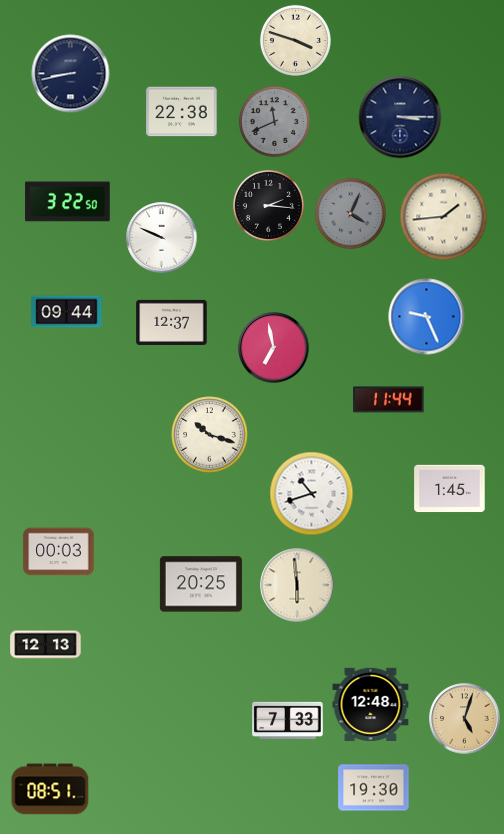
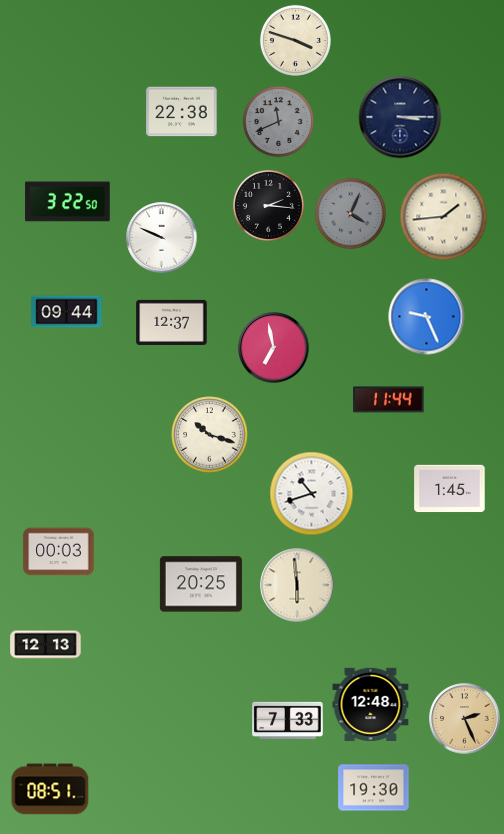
clock at (71, 74): 8:43 -> none
clock at (274, 121) position: (274, 121) -> (278, 121)
clock at (465, 719): 5:03 -> 2:26
